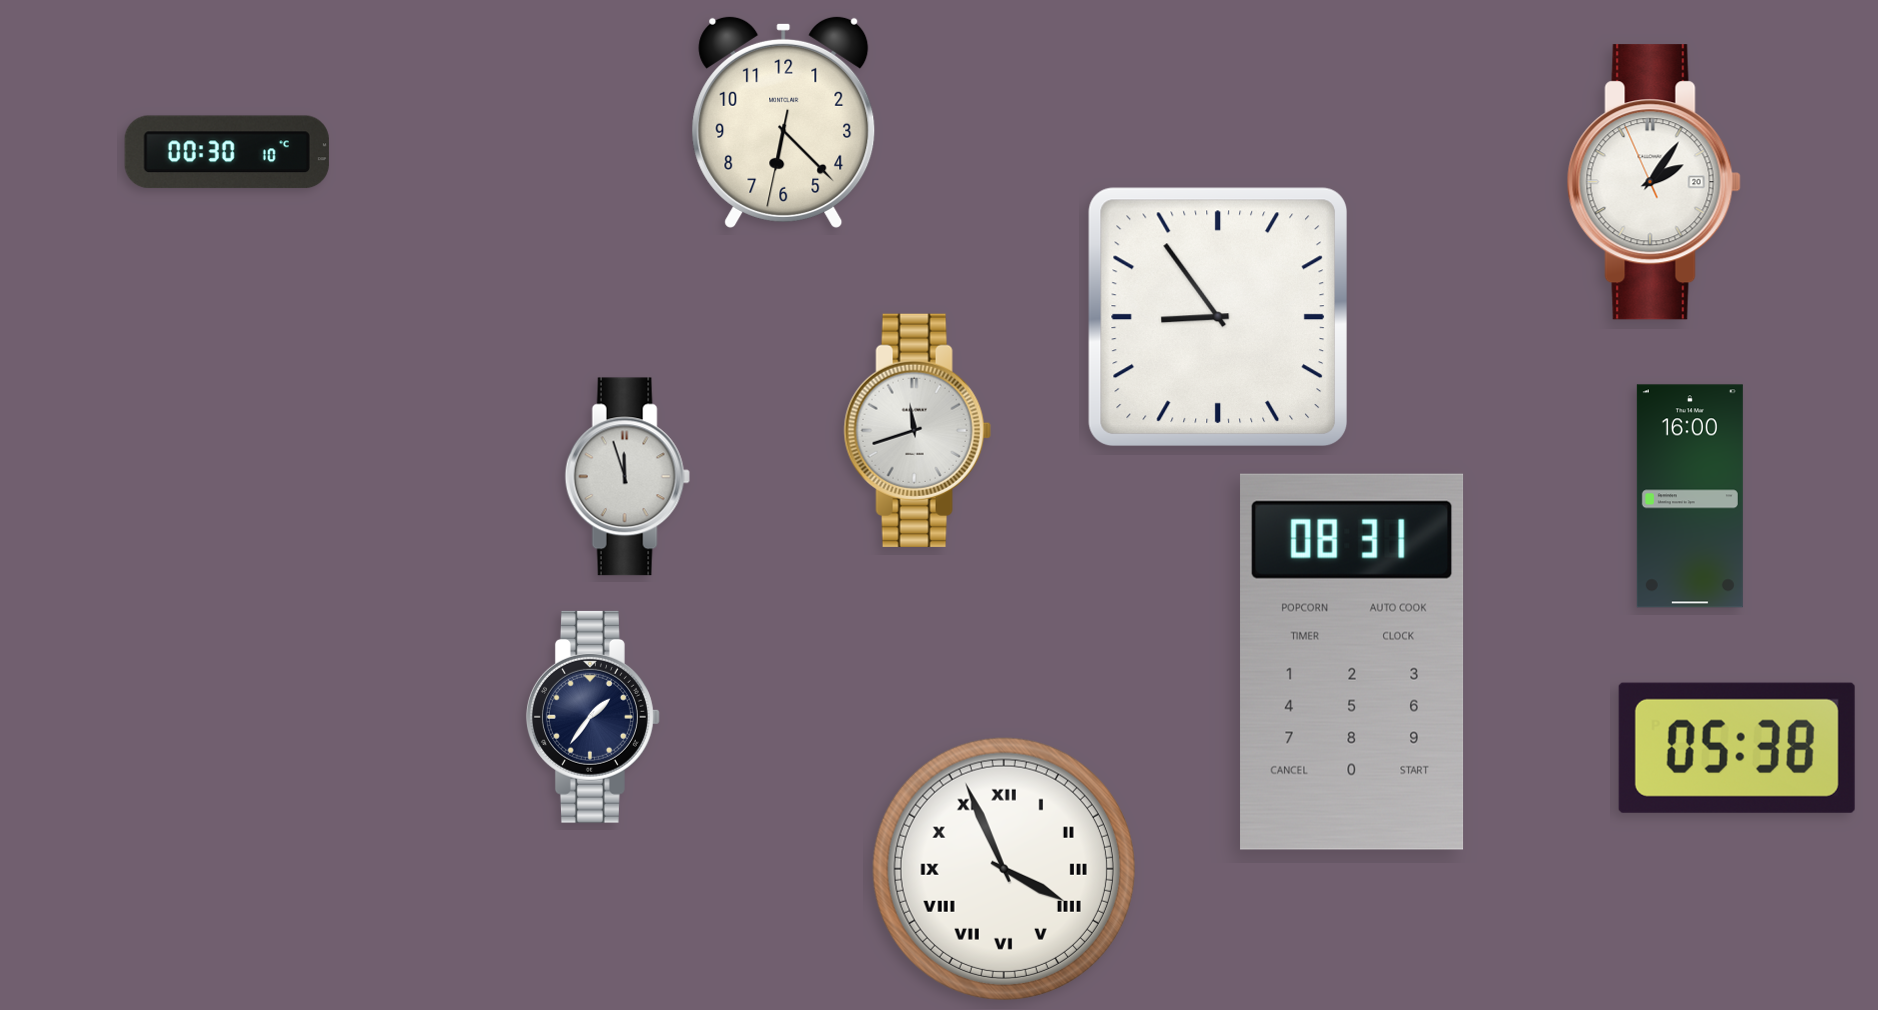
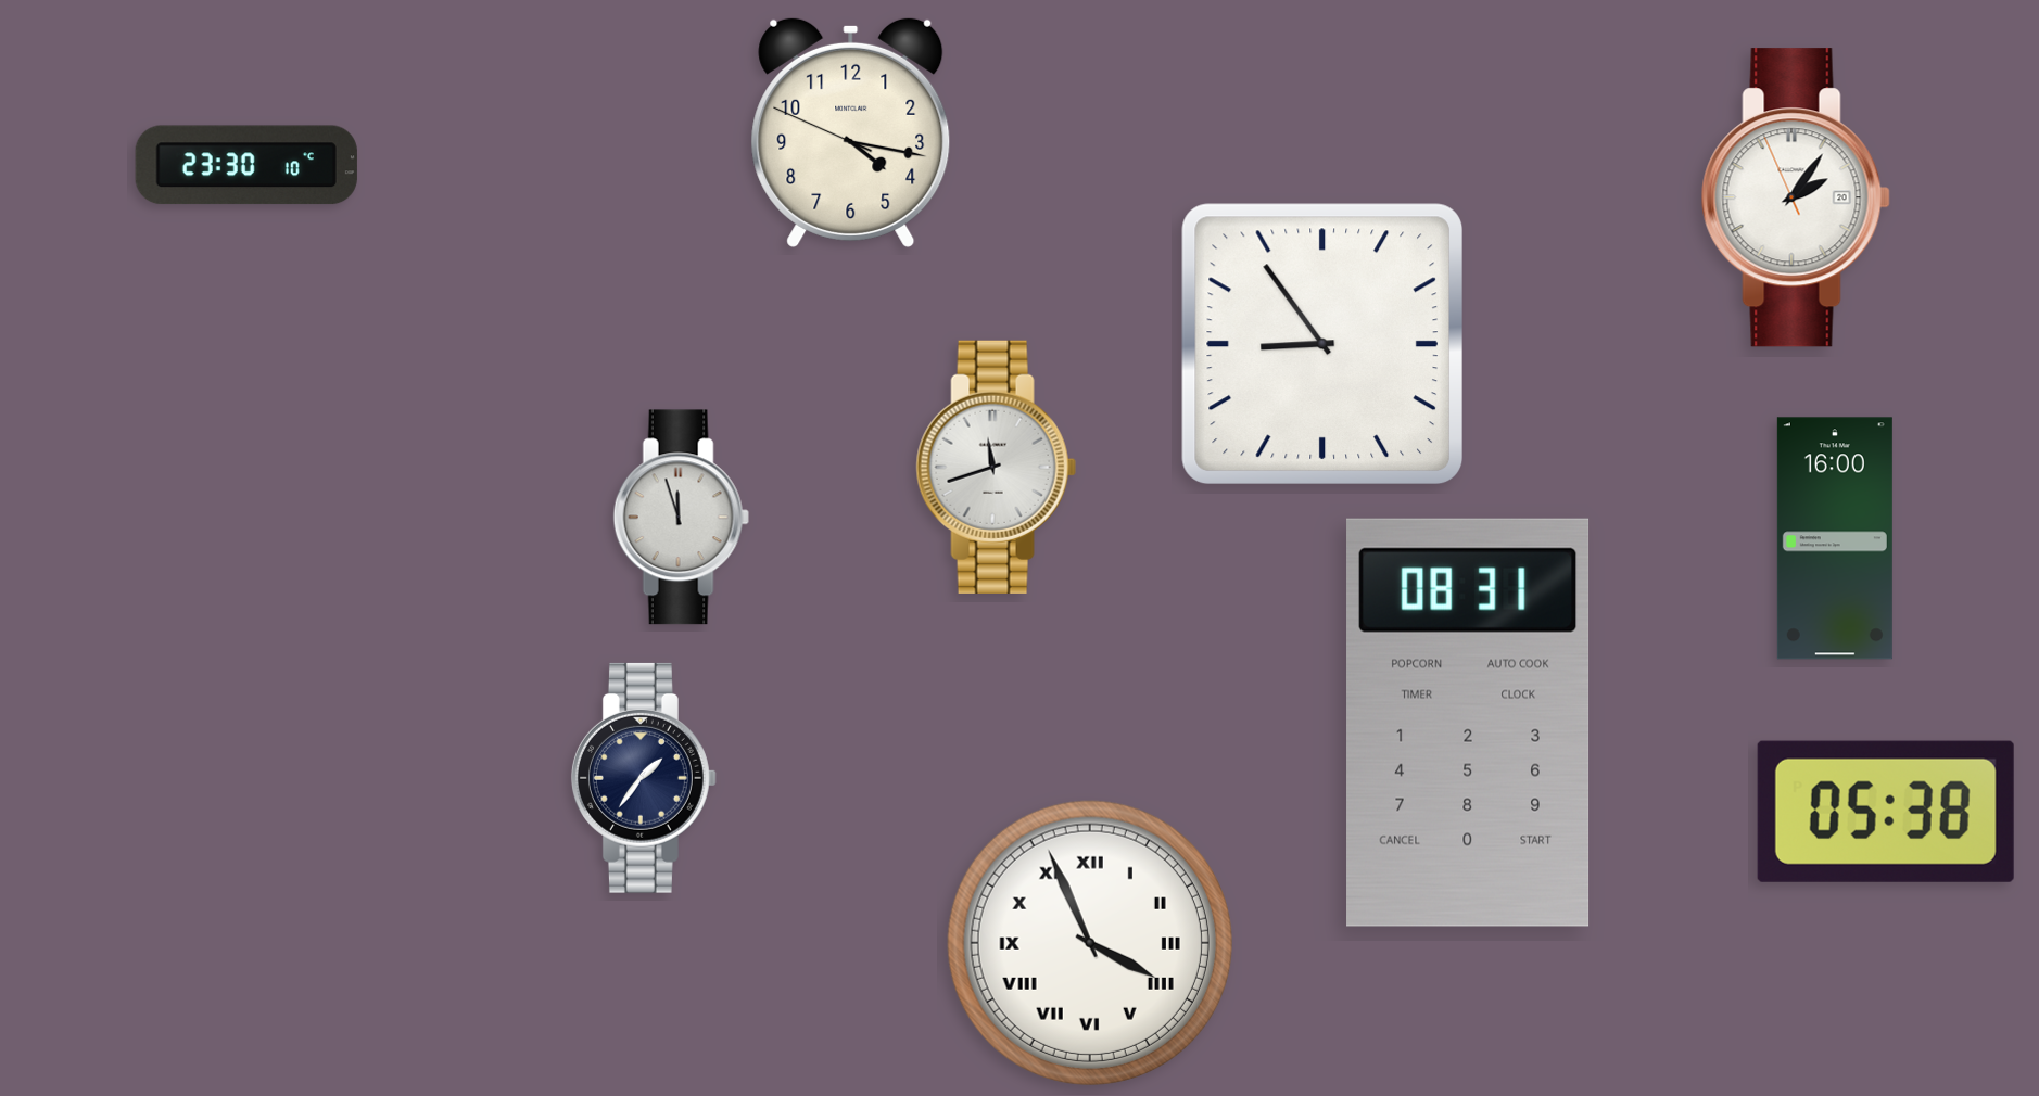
clock at (784, 122): 6:22 -> 4:16
clock at (227, 152): 00:30 -> 23:30
clock at (1352, 662) position: (1352, 662) -> (1468, 723)
